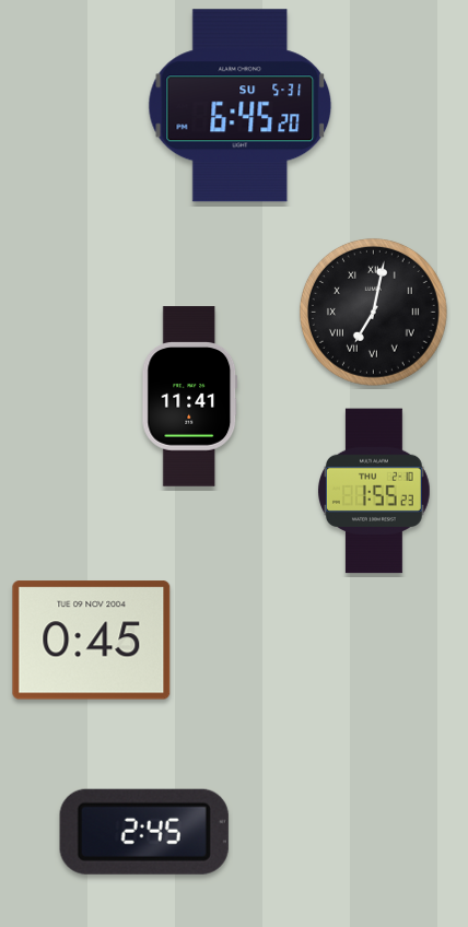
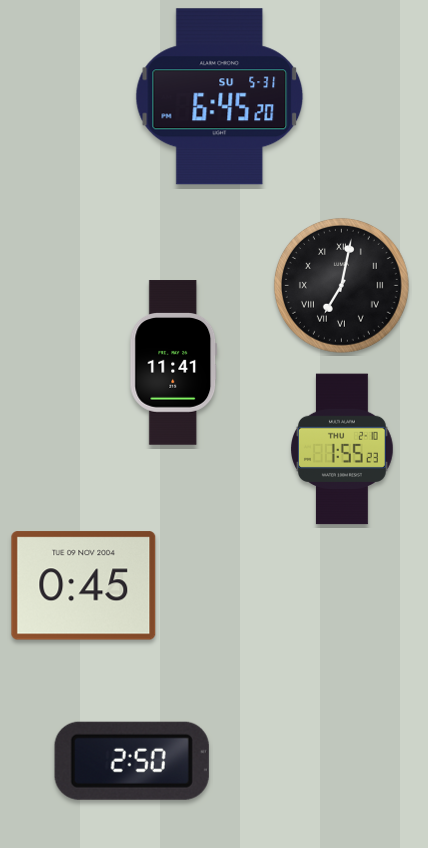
clock at (144, 832): 2:45 -> 2:50
